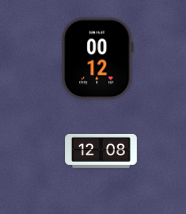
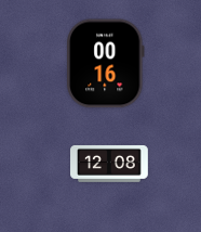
clock at (98, 59): 00:12 -> 00:16
